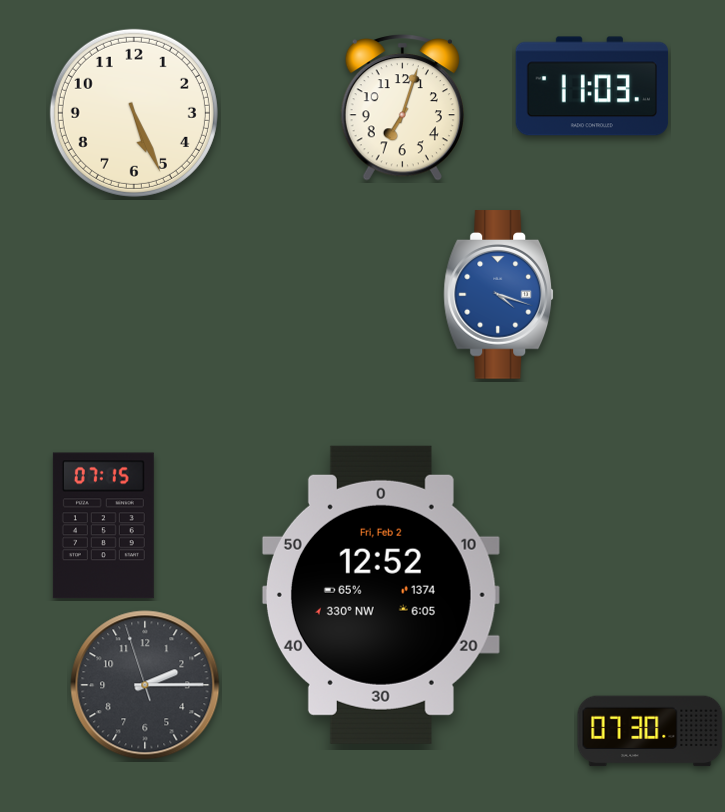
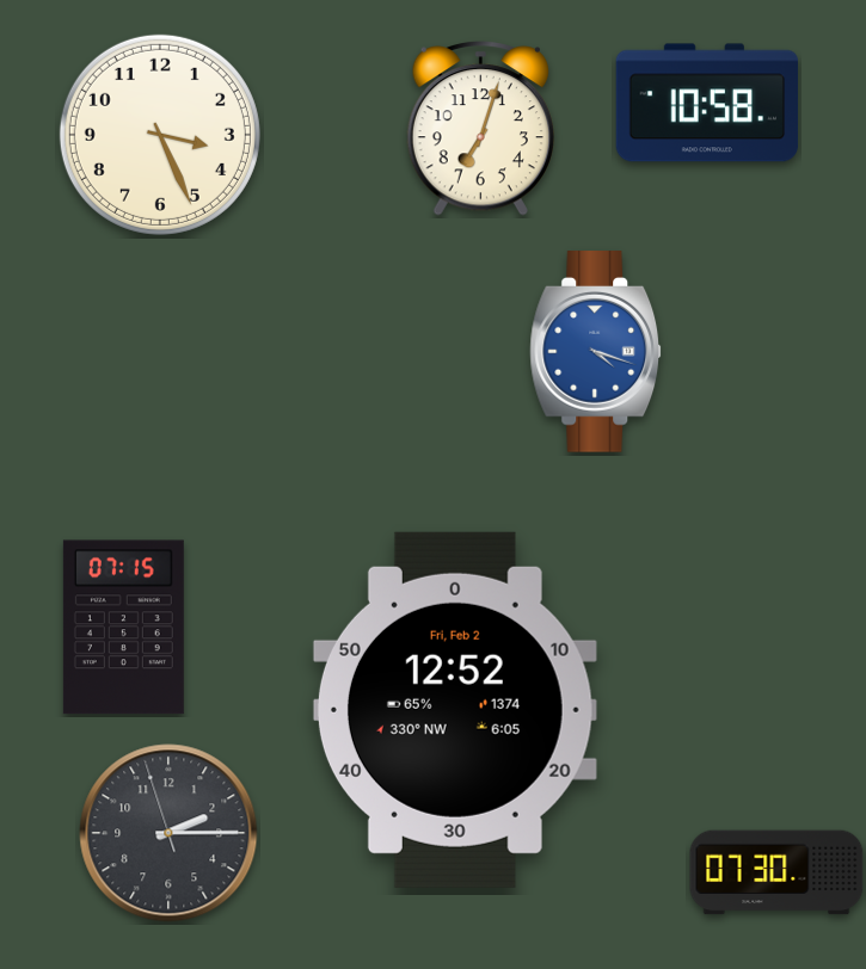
clock at (592, 86): 11:03 -> 10:58
clock at (134, 113): 5:26 -> 3:26
clock at (145, 685) position: (145, 685) -> (168, 833)
